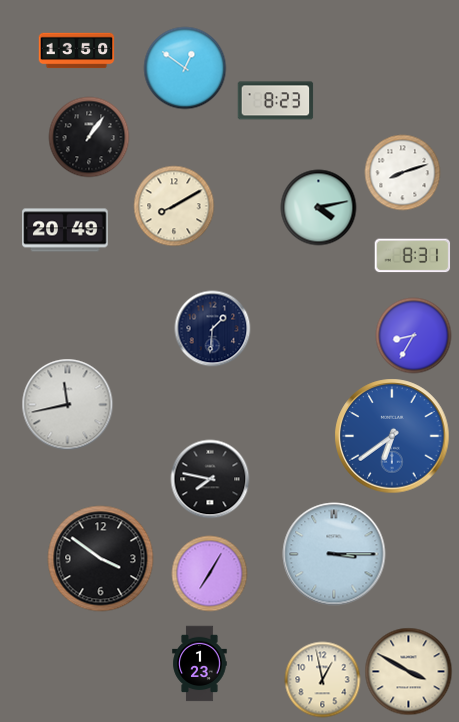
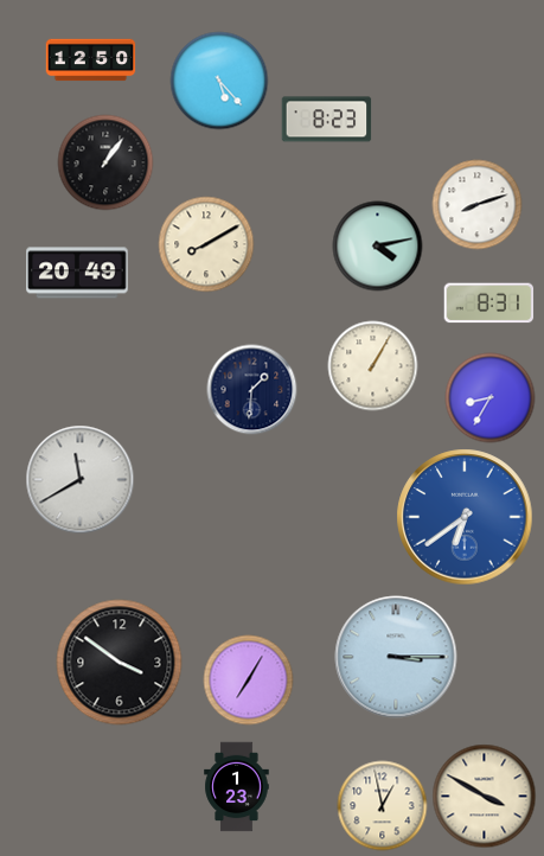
clock at (77, 51): 13:50 -> 12:50
clock at (185, 68): 12:51 -> 5:23
clock at (373, 366): none -> 1:05
clock at (68, 405): 11:43 -> 11:40
clock at (210, 479): 7:47 -> none
